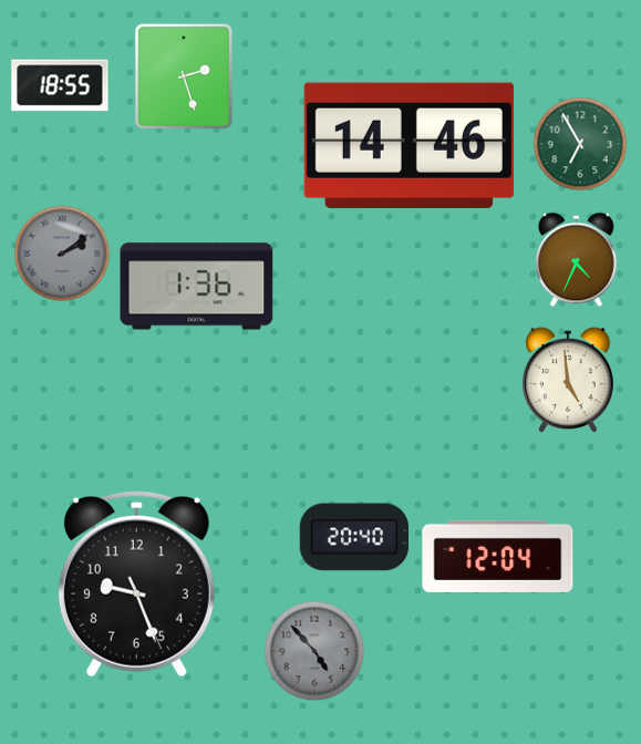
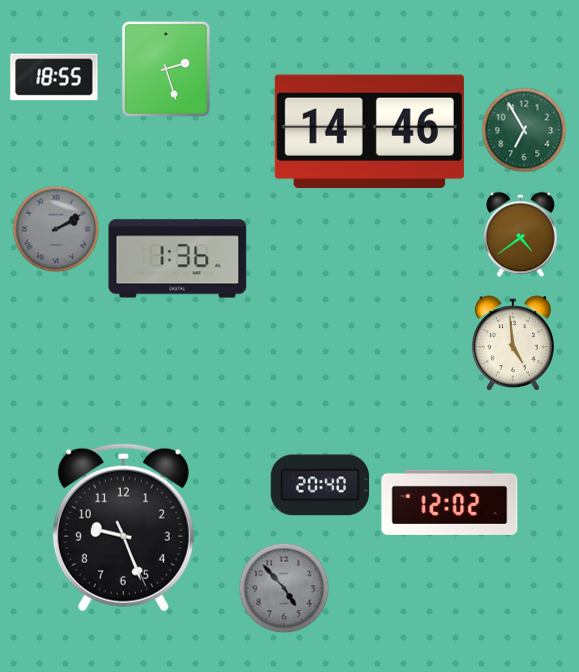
clock at (62, 254): 2:09 -> 2:10
clock at (577, 260): 4:34 -> 4:39
clock at (498, 556): 12:04 -> 12:02
